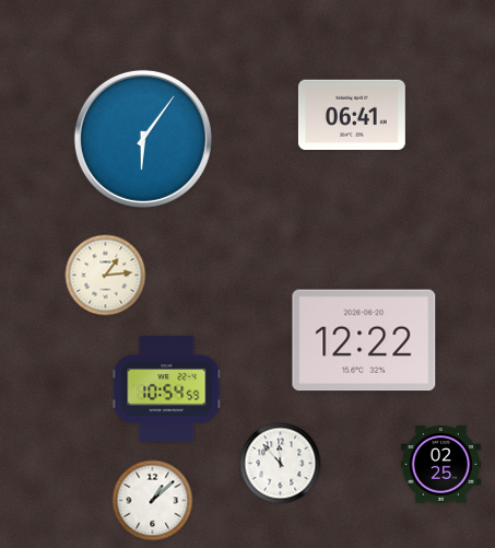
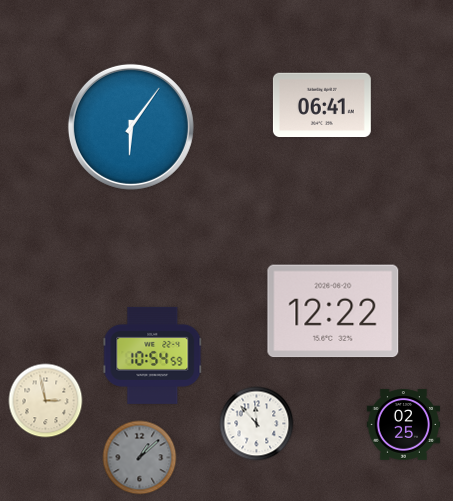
clock at (106, 276): 1:14 -> none
clock at (46, 401): none -> 2:58
clock at (153, 501) dial: white -> grey
